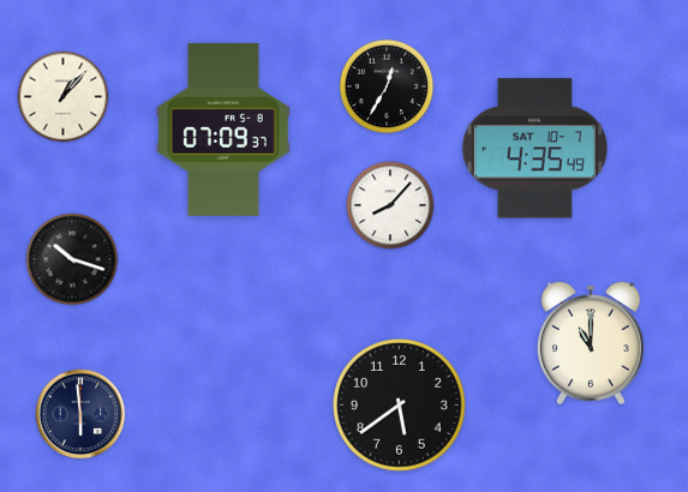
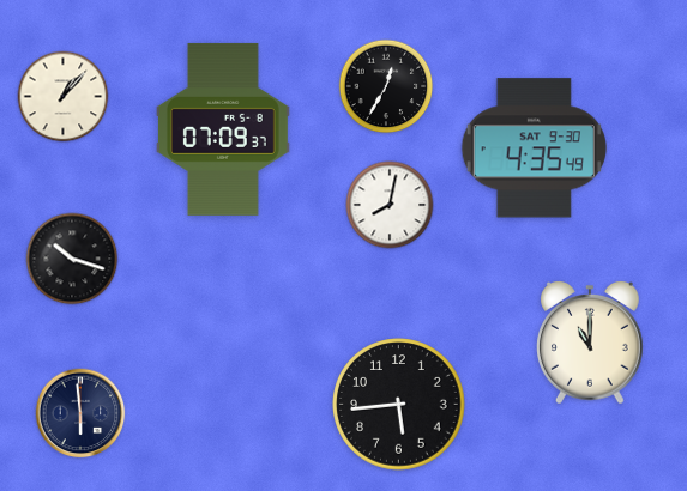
clock at (534, 149) date: SAT 10-7 -> SAT 9-30
clock at (390, 205): 8:07 -> 8:02
clock at (400, 406): 5:39 -> 5:44
